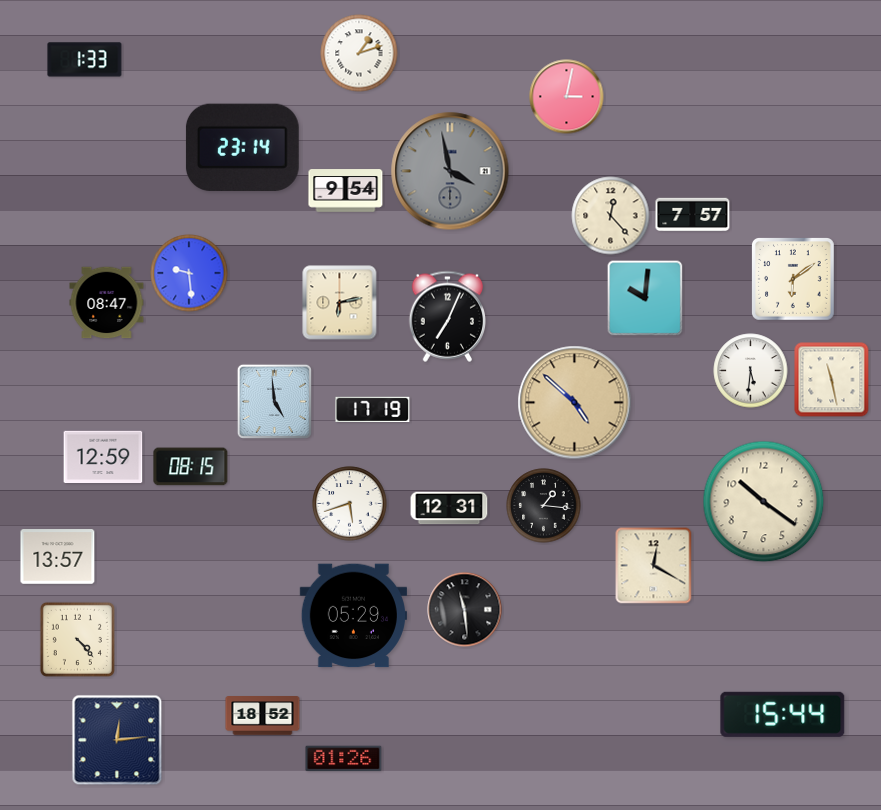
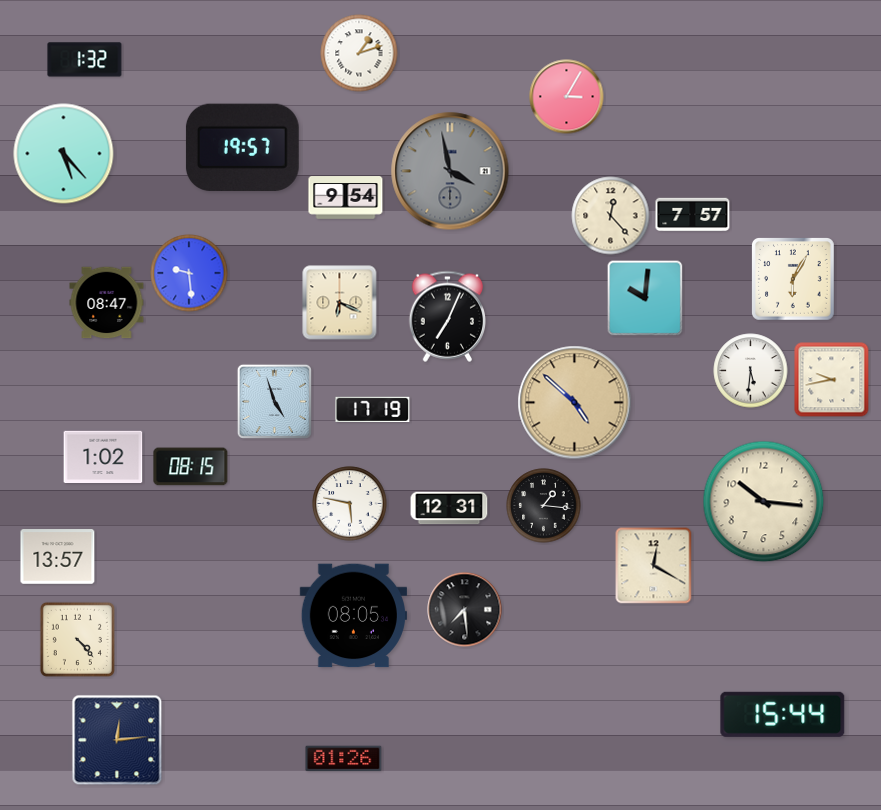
clock at (85, 60): 1:33 -> 1:32
clock at (567, 97): 3:02 -> 3:05
clock at (242, 147): 23:14 -> 19:57
clock at (64, 154): none -> 5:23
clock at (346, 191) position: (346, 191) -> (346, 198)
clock at (794, 280): 6:09 -> 6:05
clock at (340, 303): 6:13 -> 6:19
clock at (832, 380): 11:28 -> 9:43
clock at (274, 401): 4:59 -> 4:57
clock at (103, 456): 12:59 -> 1:02
clock at (764, 502): 10:21 -> 10:16
clock at (350, 504): 5:42 -> 5:47
clock at (465, 610): 11:29 -> 7:29
clock at (353, 616): 05:29 -> 08:05
clock at (263, 716): 18:52 -> none
